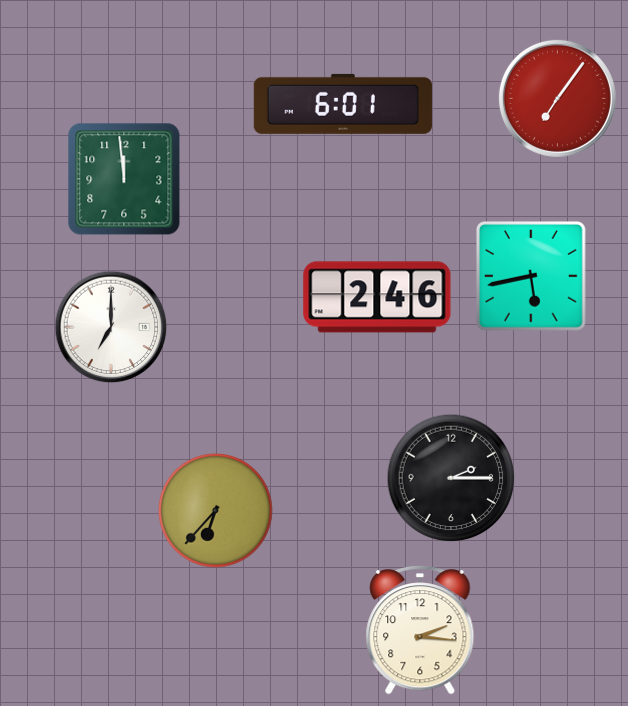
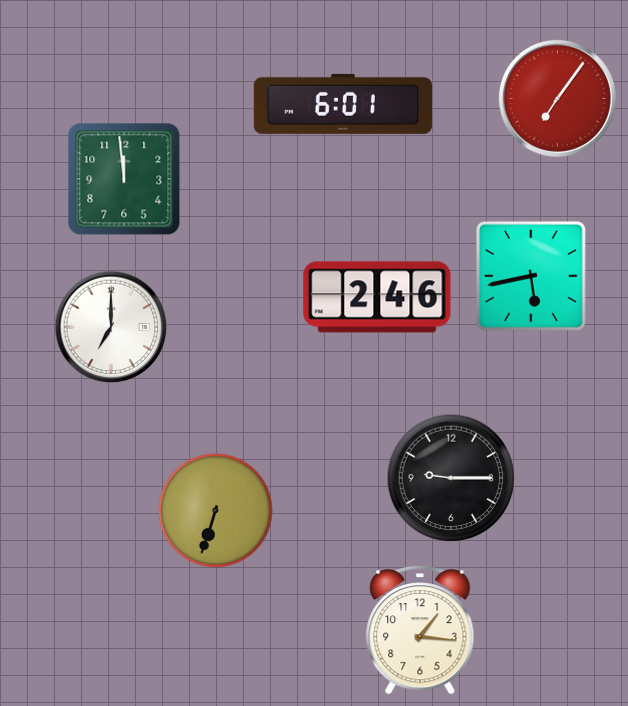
clock at (451, 478): 2:15 -> 9:15
clock at (216, 511): 6:37 -> 6:33
clock at (420, 631): 2:16 -> 1:16
